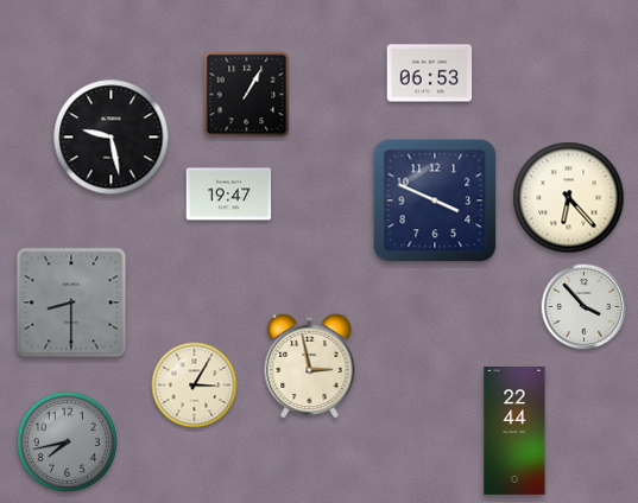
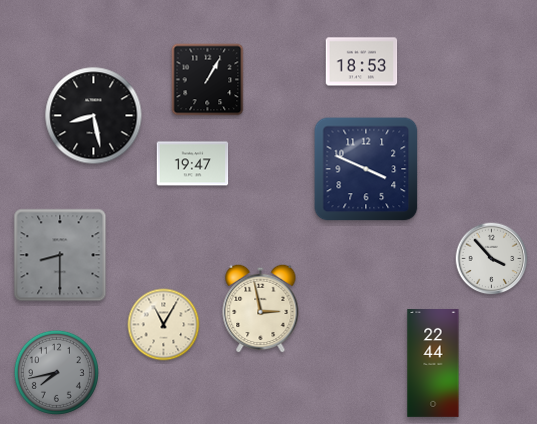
clock at (430, 74): 06:53 -> 18:53
clock at (112, 138): 9:28 -> 8:28
clock at (569, 198): 6:23 -> none
clock at (195, 386): 3:05 -> 11:05
